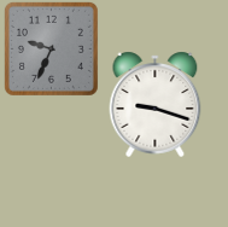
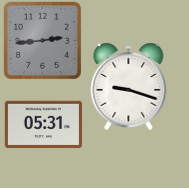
clock at (51, 48): 9:34 -> 2:44
clock at (43, 125): none -> 05:31
